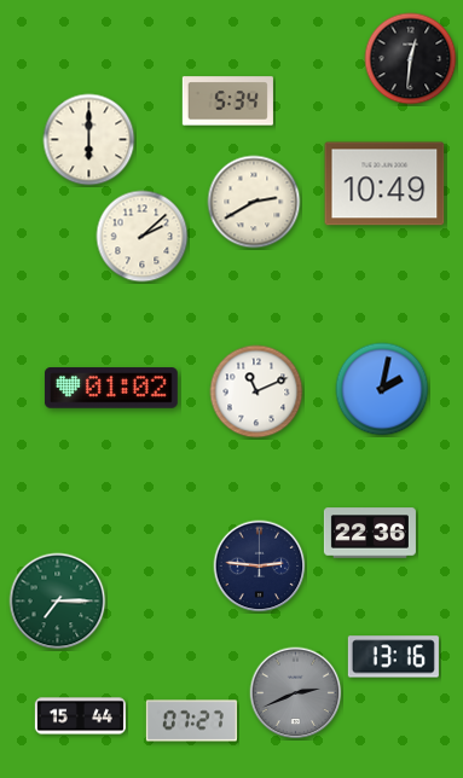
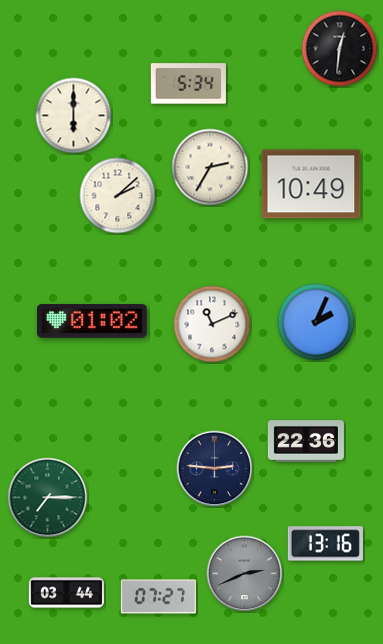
clock at (384, 184) position: (384, 184) -> (311, 184)
clock at (254, 202): 2:40 -> 2:35
clock at (382, 389): 2:02 -> 2:04
clock at (80, 716): 15:44 -> 03:44
